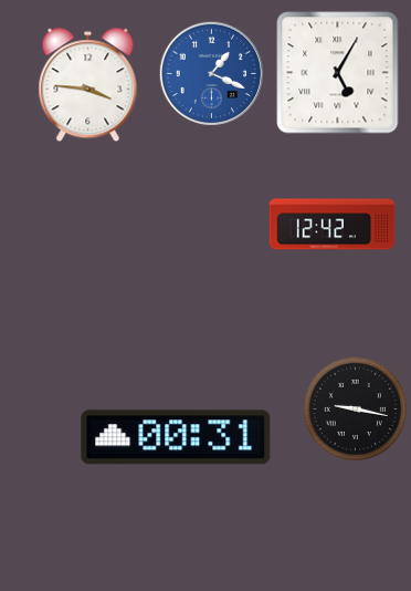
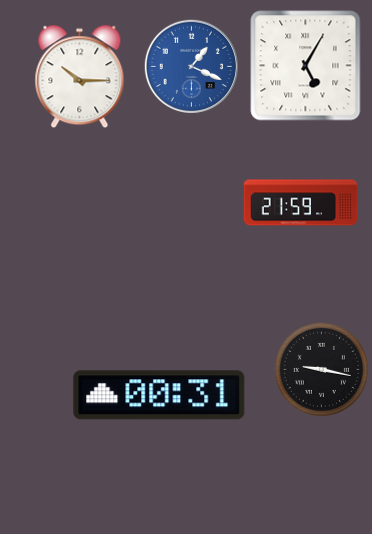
clock at (88, 85): 3:46 -> 10:15
clock at (333, 225): 12:42 -> 21:59
